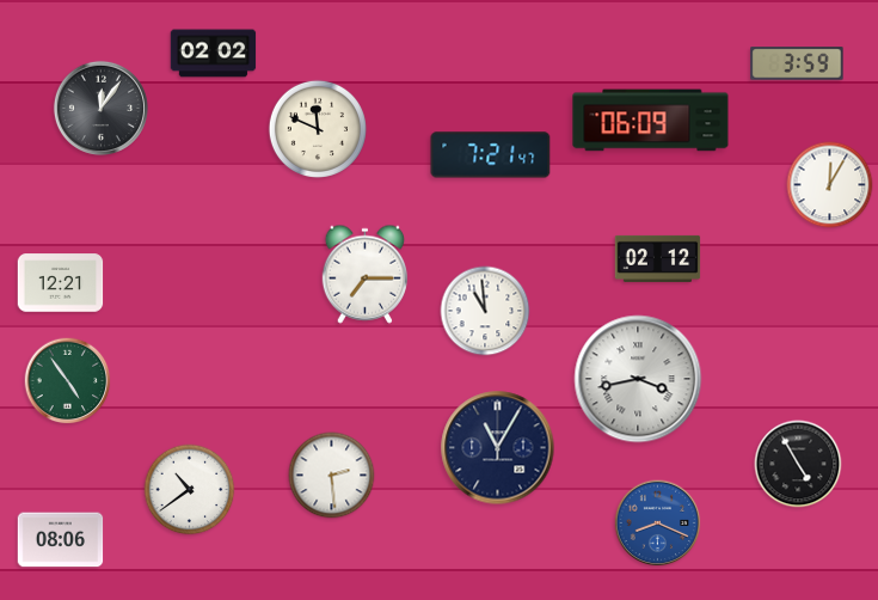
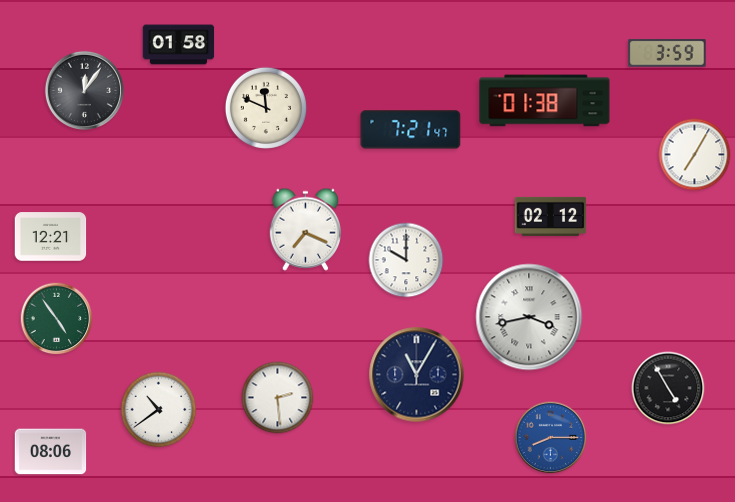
clock at (214, 54): 02:02 -> 01:58
clock at (651, 121): 06:09 -> 01:38
clock at (830, 185): 12:05 -> 7:05
clock at (364, 274): 7:15 -> 7:19
clock at (485, 311): 10:59 -> 10:00
clock at (638, 379) position: (638, 379) -> (529, 317)
clock at (658, 524): 8:19 -> 8:15
